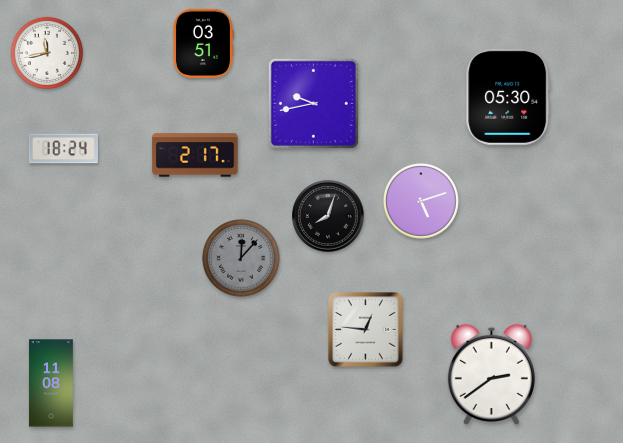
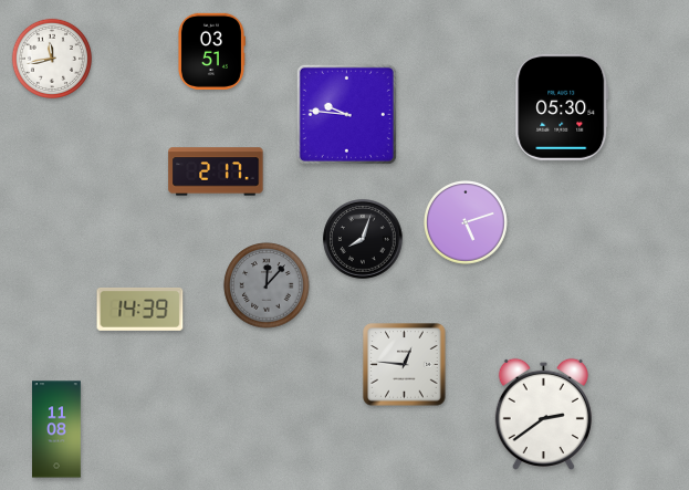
clock at (203, 43) position: (203, 43) -> (211, 51)
clock at (313, 103): 9:43 -> 9:46
clock at (63, 149): 18:24 -> none
clock at (140, 309): none -> 14:39
clock at (52, 383) position: (52, 383) -> (58, 429)
